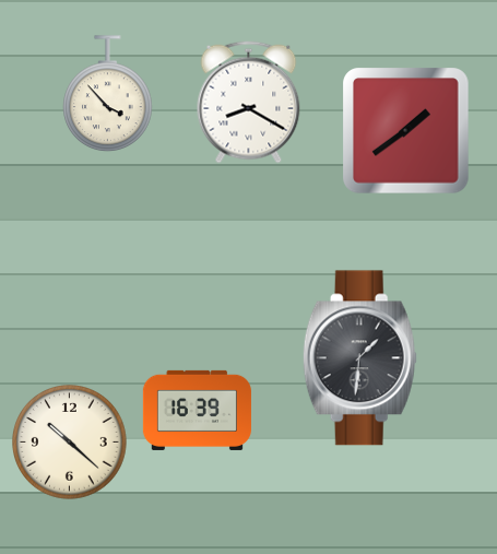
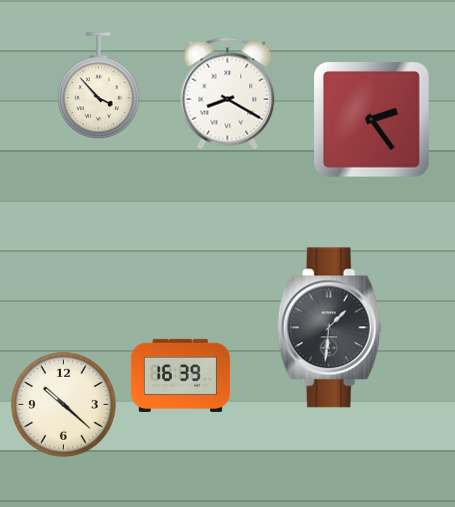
clock at (406, 131): 1:39 -> 2:24
